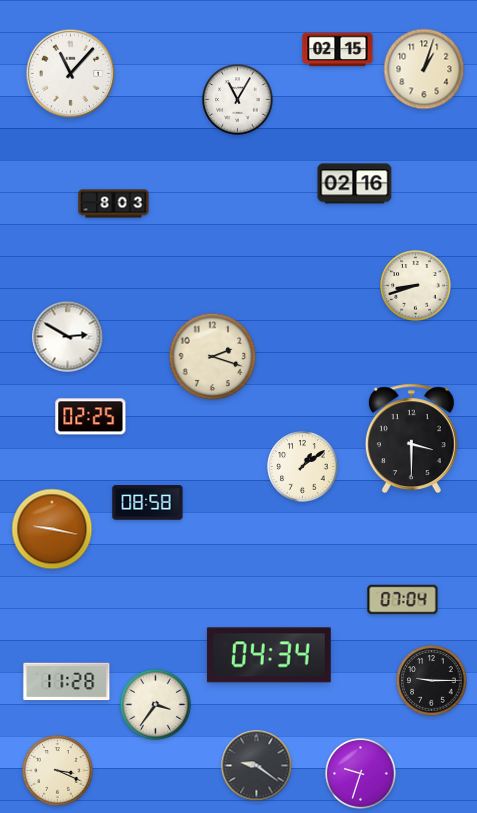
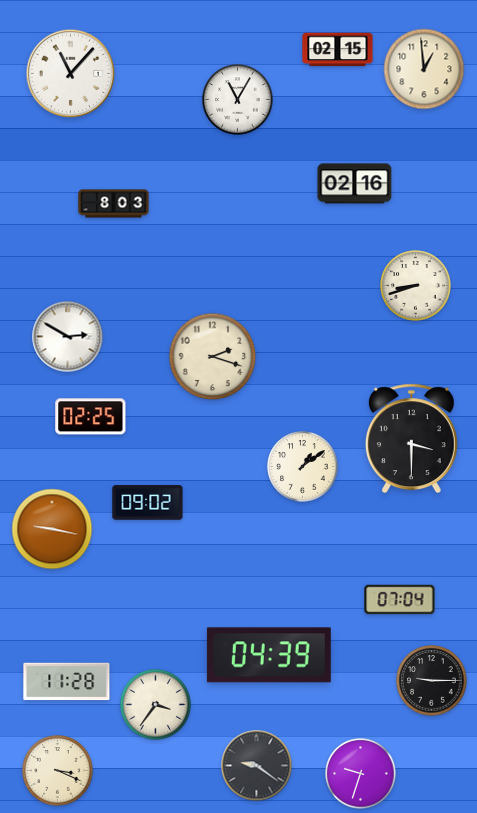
clock at (424, 69): 1:03 -> 12:59
clock at (148, 503): 08:58 -> 09:02
clock at (403, 600) position: (403, 600) -> (400, 600)
clock at (269, 655): 04:34 -> 04:39
